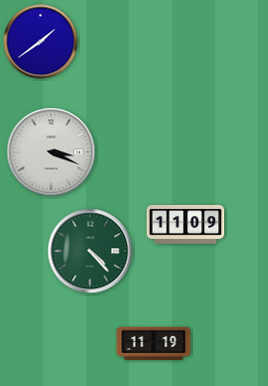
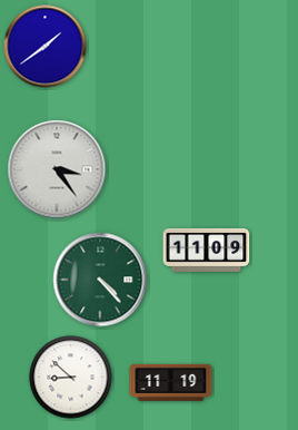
clock at (51, 152): 3:19 -> 3:24
clock at (71, 378): none -> 8:52
